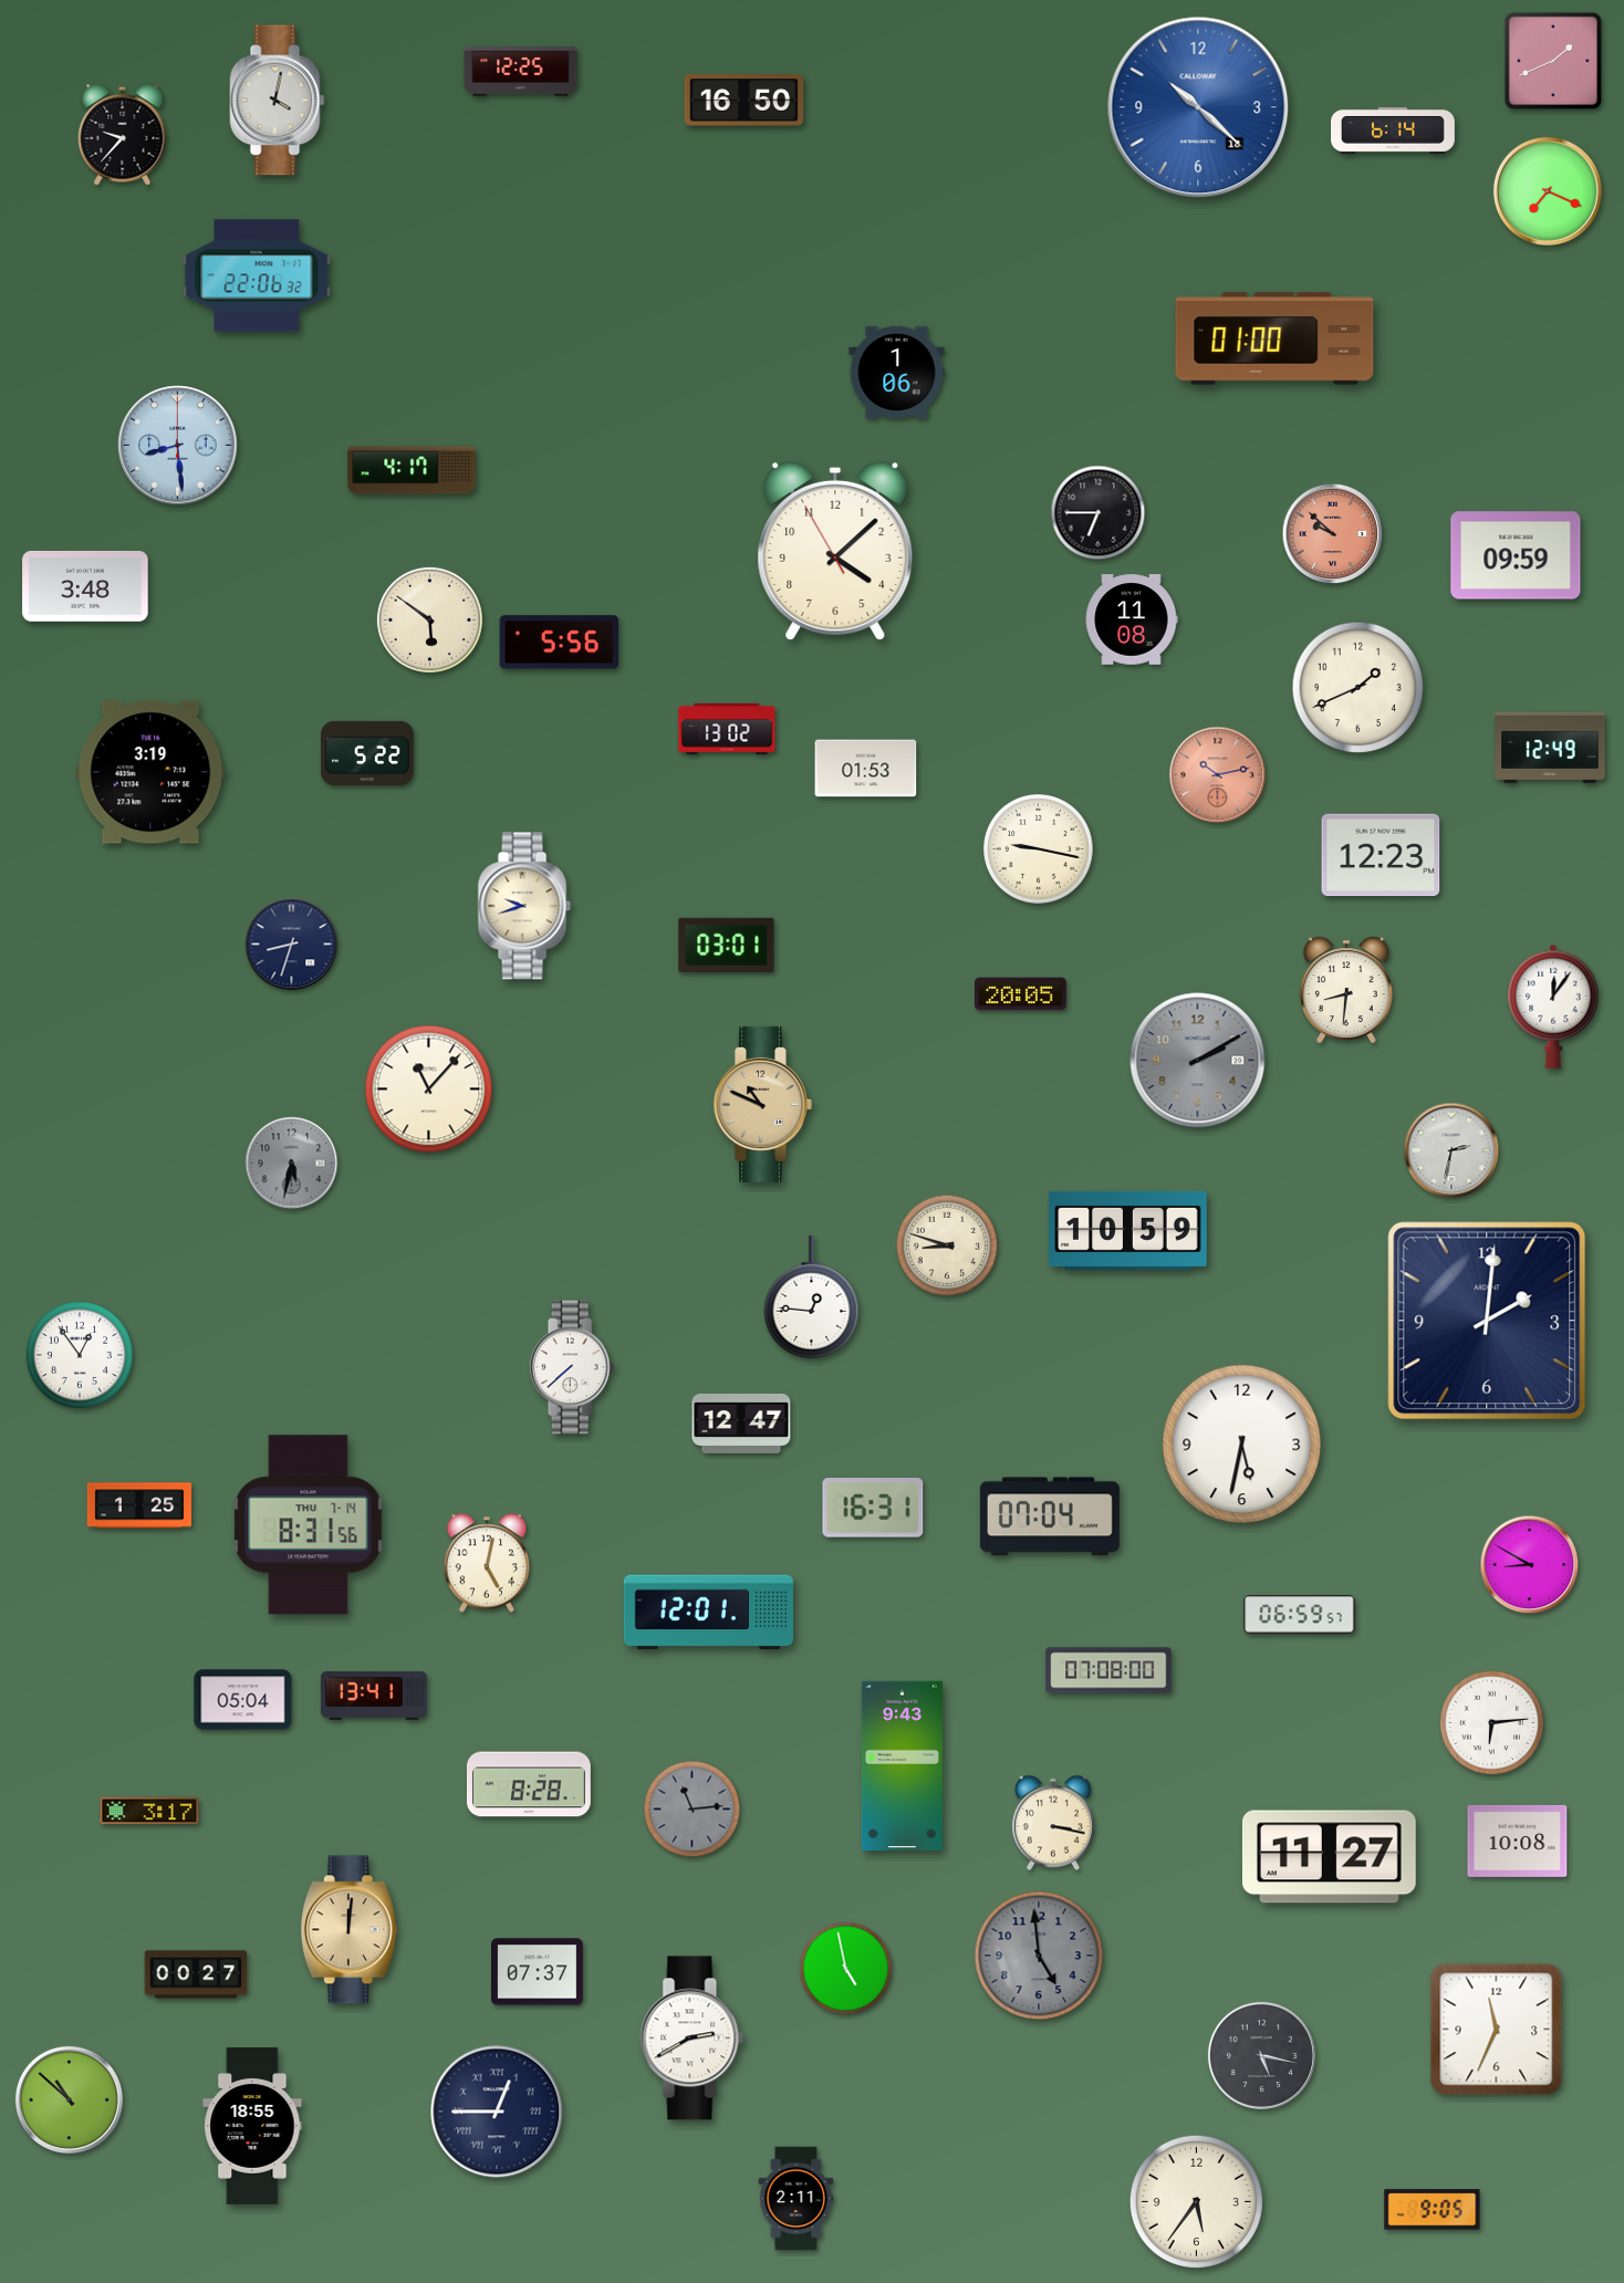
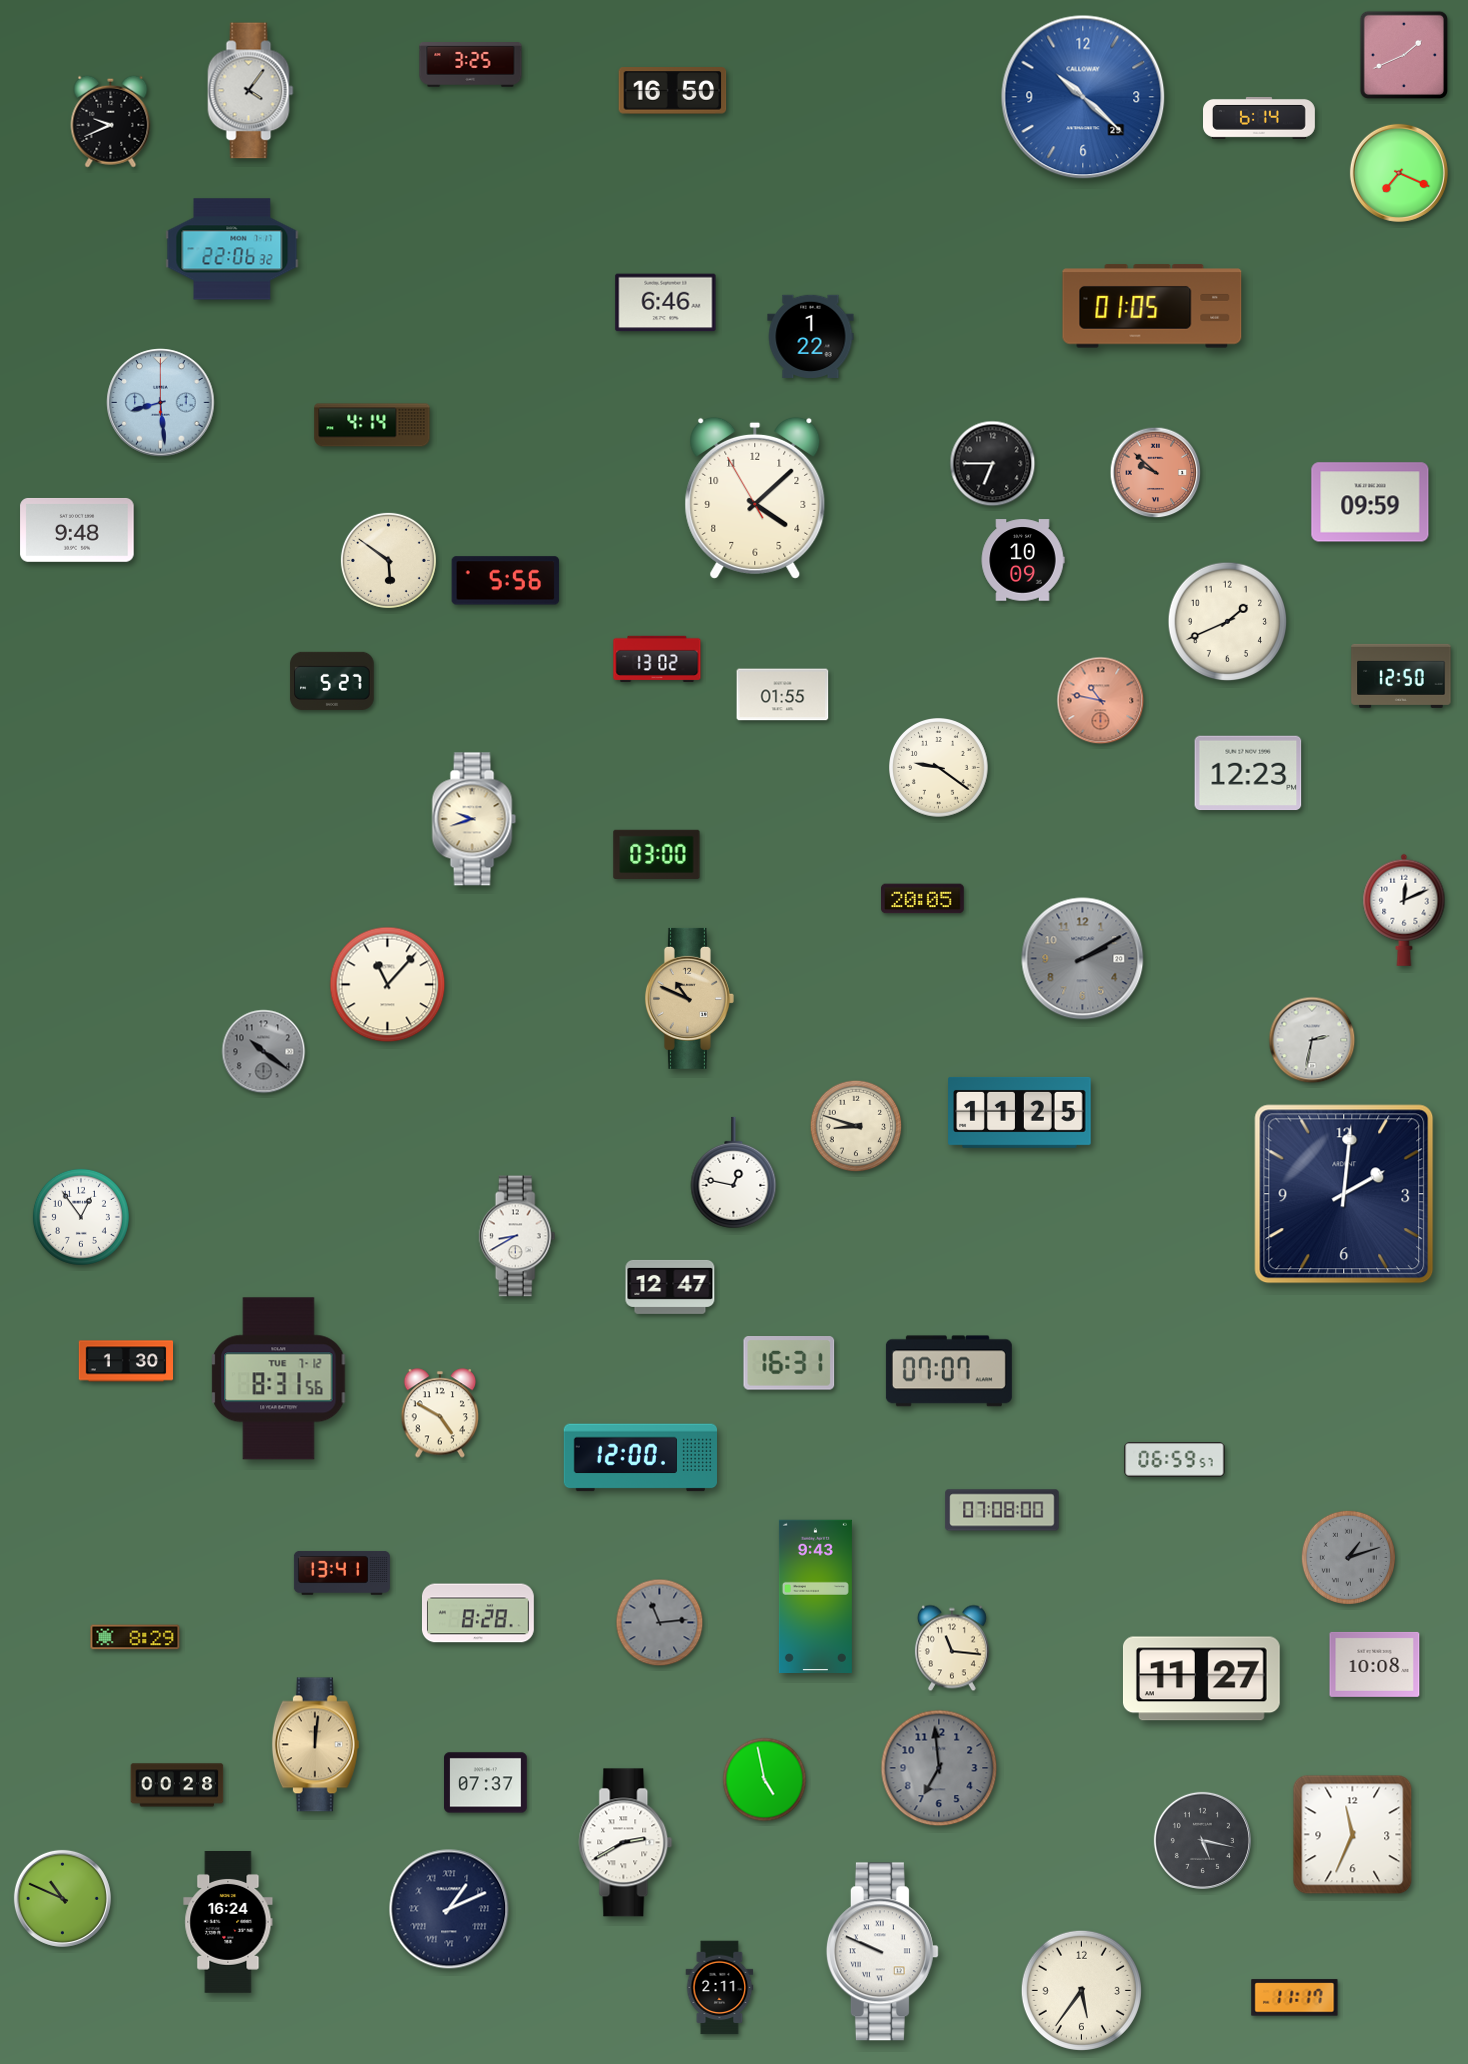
clock at (521, 72): 12:25 -> 3:25
clock at (278, 101): 4:02 -> 4:06
clock at (1198, 107) date: 18 -> 29
clock at (123, 134): 9:37 -> 9:41
clock at (666, 303): none -> 6:46
clock at (1274, 338): 01:00 -> 01:05
clock at (897, 372): 1:06 -> 1:22
clock at (412, 470): 4:17 -> 4:14
clock at (1333, 534) position: (1333, 534) -> (1156, 473)
clock at (85, 586): 3:48 -> 9:48
clock at (1132, 619): 11:08 -> 10:09
clock at (1550, 748): 12:49 -> 12:50
clock at (367, 753): 5:22 -> 5:27
clock at (866, 769): 01:53 -> 01:55
clock at (150, 772): 3:19 -> none
clock at (1218, 775): 10:13 -> 10:47
clock at (1039, 849): 9:17 -> 9:21
clock at (292, 945): 8:33 -> none
clock at (727, 945): 03:01 -> 03:00
clock at (1346, 990): 8:31 -> none
clock at (1553, 1007): 12:06 -> 12:11
clock at (292, 1164): 5:32 -> 10:21
clock at (1128, 1230): 10:59 -> 11:25
clock at (812, 1297): 12:46 -> 12:47
clock at (80, 1355) position: (80, 1355) -> (81, 1217)
clock at (572, 1367): 7:38 -> 8:40
clock at (1242, 1445): 5:32 -> none
clock at (139, 1505): 1:25 -> 1:30
clock at (1050, 1516): 07:04 -> 07:07
clock at (309, 1525) date: THU 7-14 -> TUE 7-12
clock at (487, 1563): 5:02 -> 4:50
clock at (1530, 1565): 8:50 -> none
clock at (708, 1613): 12:01 -> 12:00
clock at (374, 1696) position: (374, 1696) -> (342, 1573)
clock at (243, 1700): 05:04 -> none
clock at (1491, 1722): 6:14 -> 1:12
clock at (1491, 1722) dial: white -> grey
clock at (693, 1810) position: (693, 1810) -> (660, 1623)
clock at (149, 1811): 3:17 -> 8:29
clock at (1053, 1823): 3:17 -> 11:16
clock at (1518, 1841) position: (1518, 1841) -> (1375, 1664)
clock at (1039, 1956): 4:59 -> 6:59
clock at (196, 1974): 00:27 -> 00:28
clock at (1261, 2055) position: (1261, 2055) -> (1202, 1840)
clock at (69, 2099): 10:52 -> 10:49
clock at (497, 2112): 12:45 -> 1:11
clock at (252, 2127): 18:55 -> 16:24
clock at (882, 1952): none -> 9:49
clock at (1433, 2210): 9:05 -> 11:17
